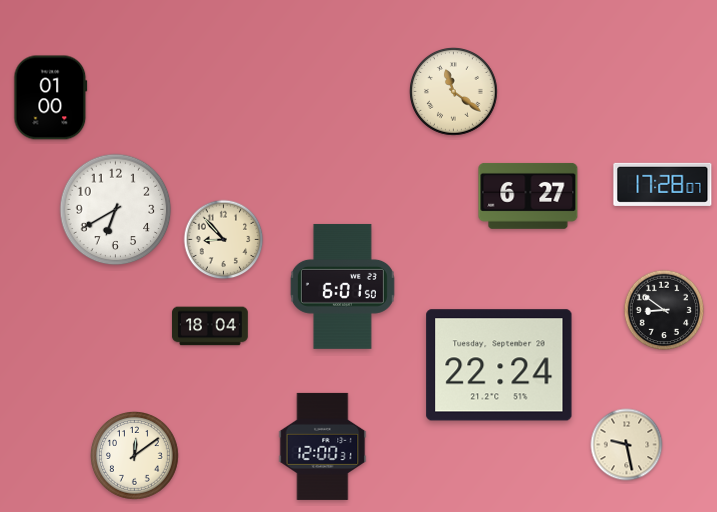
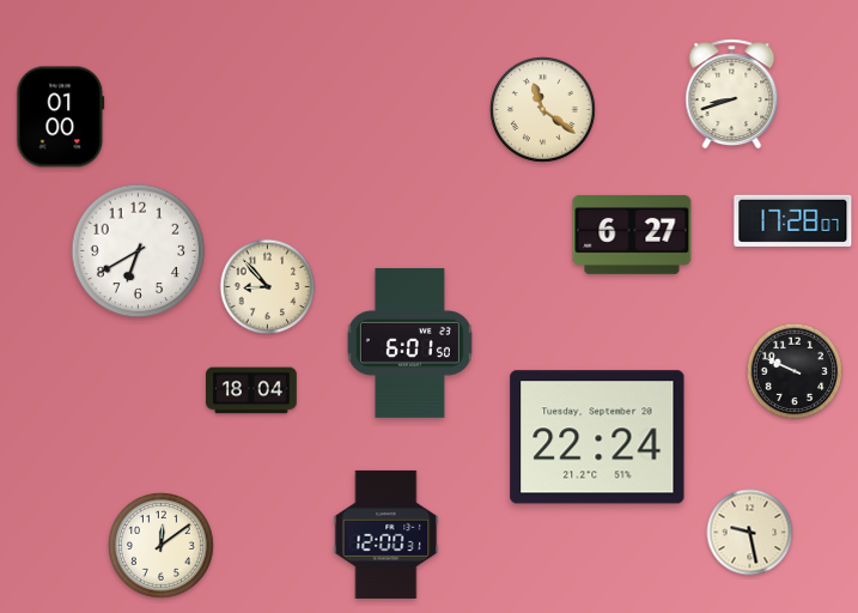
clock at (732, 95): none -> 8:42
clock at (664, 310): 8:51 -> 9:49
